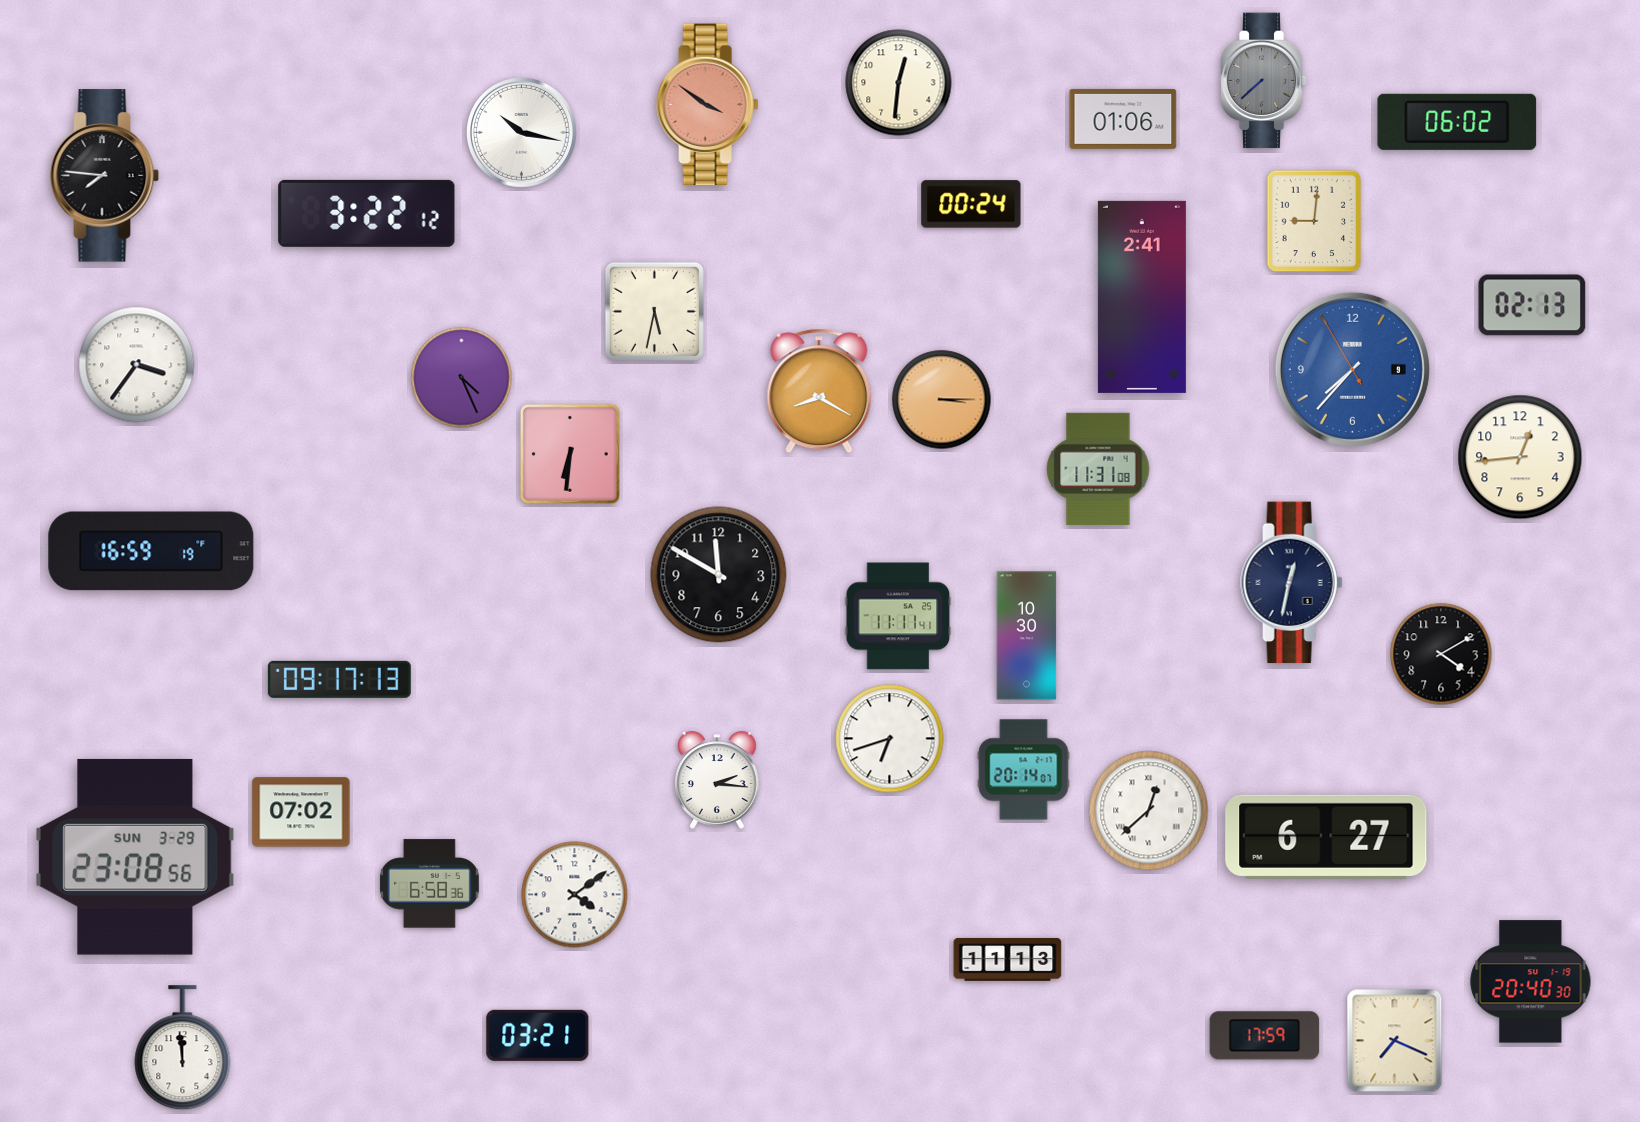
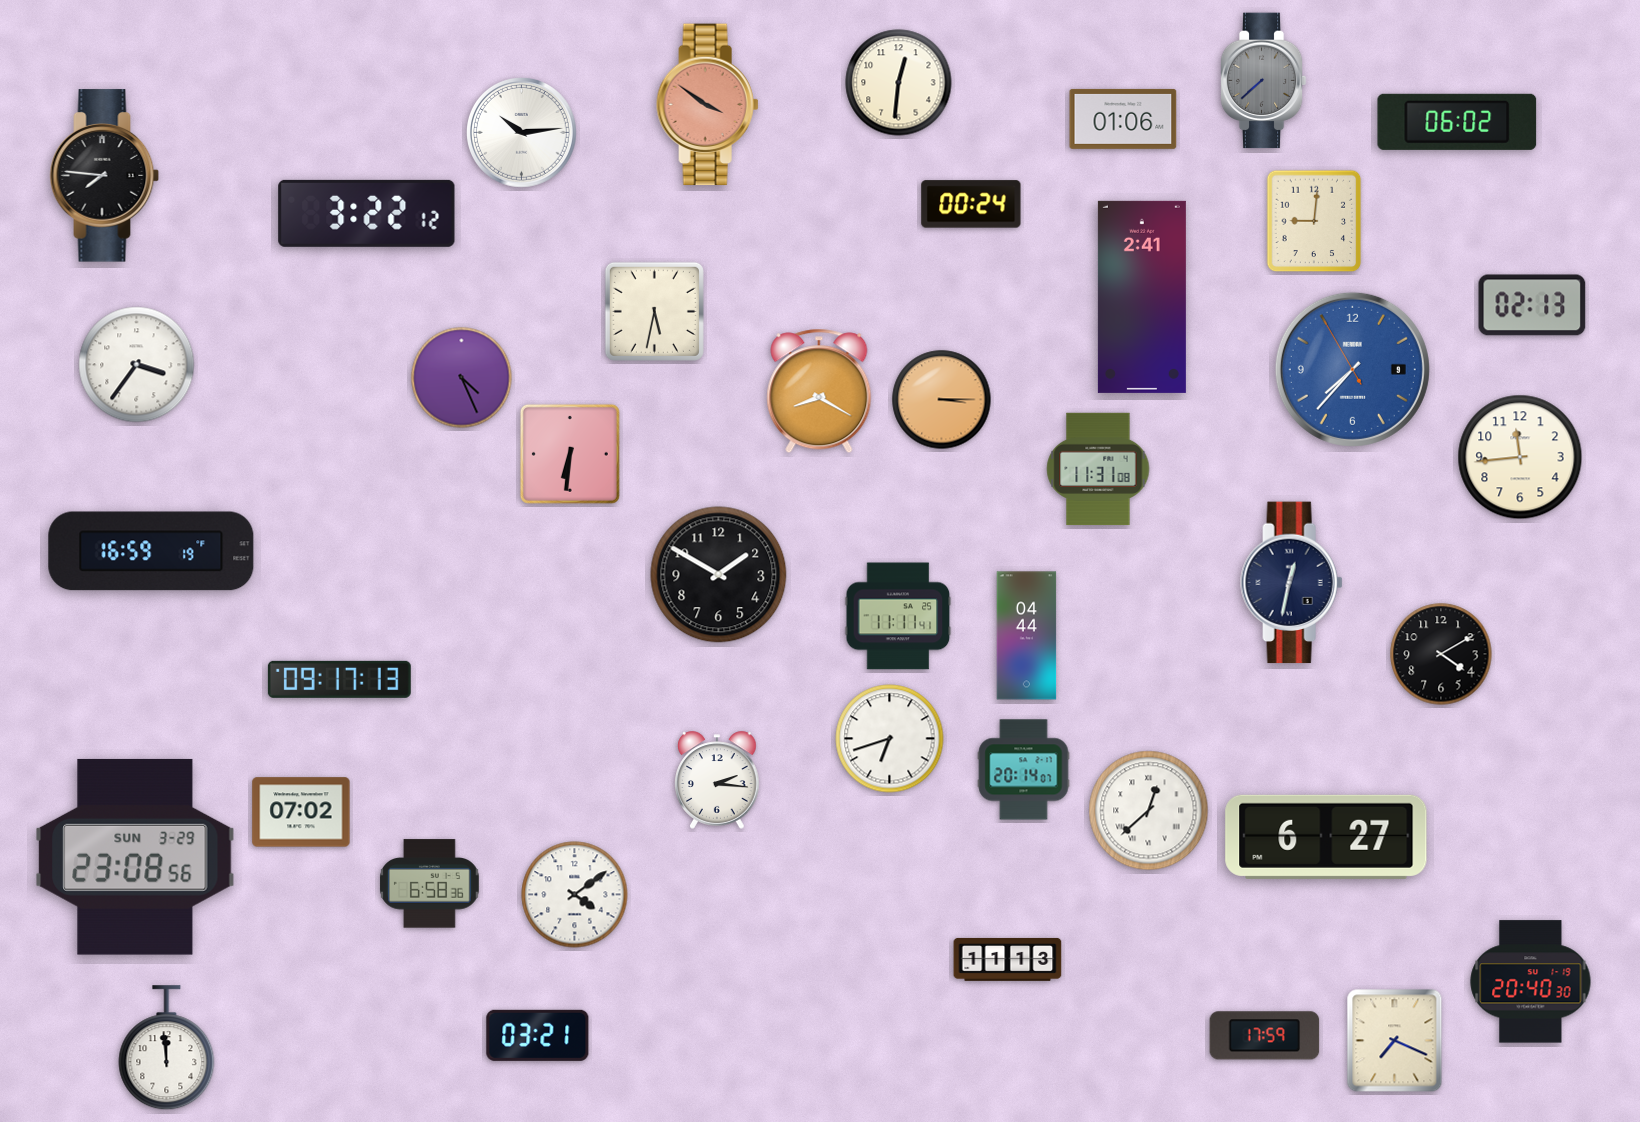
clock at (522, 133): 10:17 -> 10:14
clock at (1520, 457): 12:44 -> 11:44
clock at (719, 575): 11:50 -> 1:50
clock at (1027, 636): 10:30 -> 04:44
clock at (183, 1048) position: (183, 1048) -> (167, 1048)
